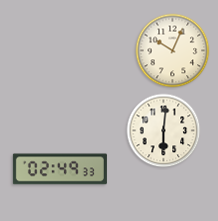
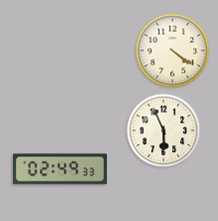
clock at (173, 51): 10:04 -> 4:21
clock at (164, 131): 6:01 -> 5:56
